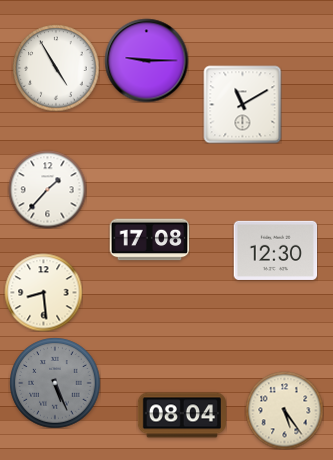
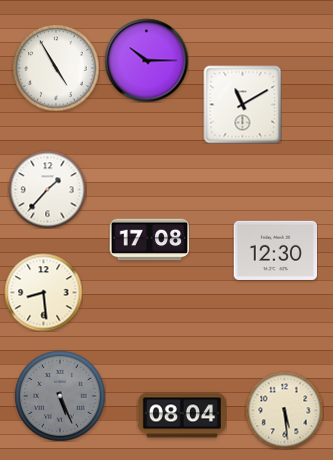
clock at (146, 60): 9:15 -> 10:15
clock at (55, 383) position: (55, 383) -> (60, 396)
clock at (284, 410): 5:24 -> 5:29
